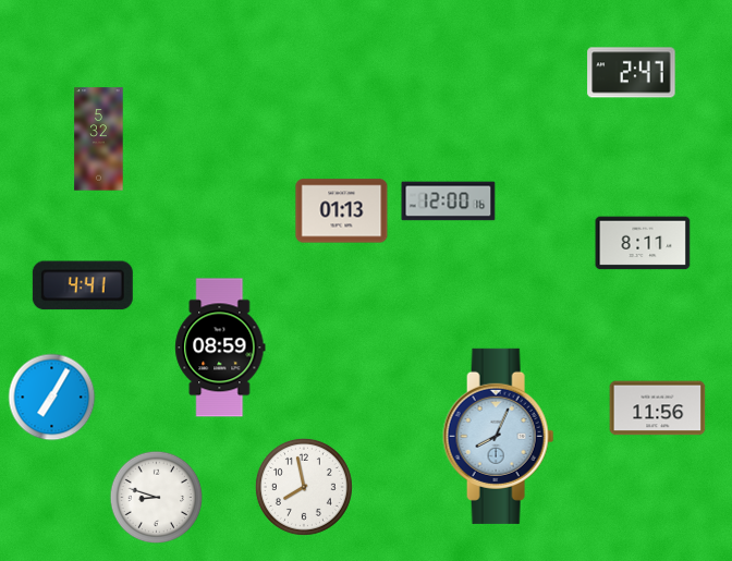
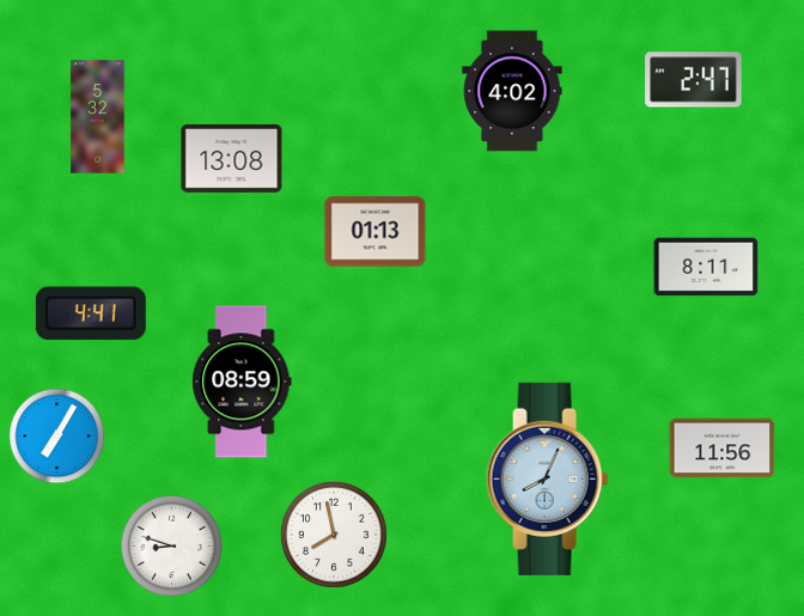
clock at (512, 91): none -> 4:02
clock at (99, 139) position: (99, 139) -> (98, 117)
clock at (232, 158): none -> 13:08
clock at (449, 202): 12:00 -> none
